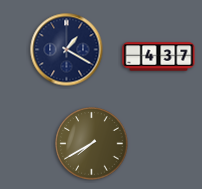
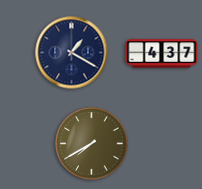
clock at (67, 50) position: (67, 50) -> (72, 53)
clock at (159, 57) position: (159, 57) -> (162, 54)
